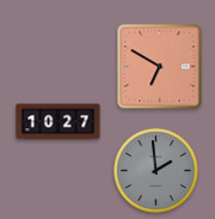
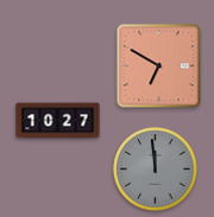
clock at (156, 171): 1:59 -> 11:59
